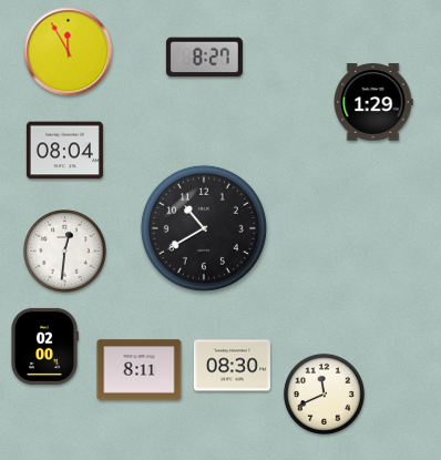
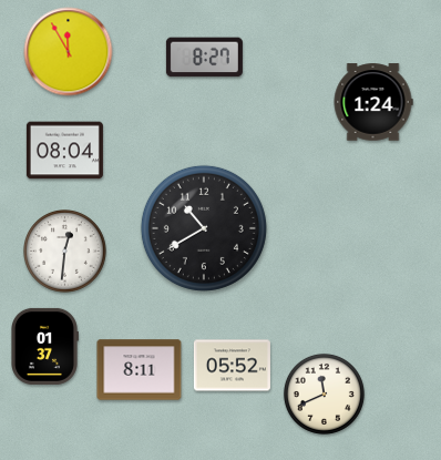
clock at (373, 102): 1:29 -> 1:24
clock at (45, 346): 02:00 -> 01:37
clock at (232, 366): 08:30 -> 05:52
